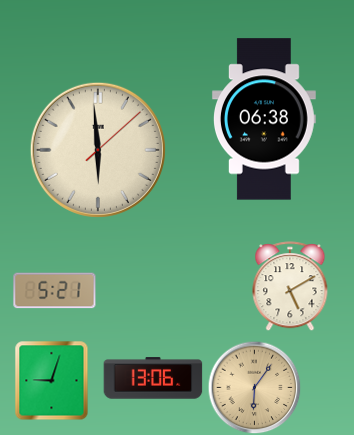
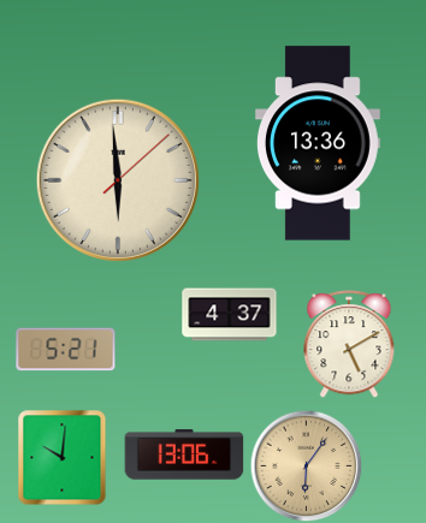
clock at (264, 119): 06:38 -> 13:36
clock at (230, 315): none -> 4:37
clock at (52, 380): 9:03 -> 10:01
